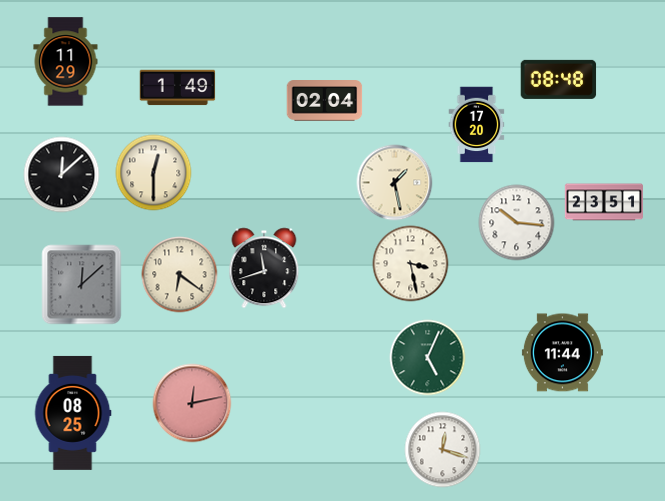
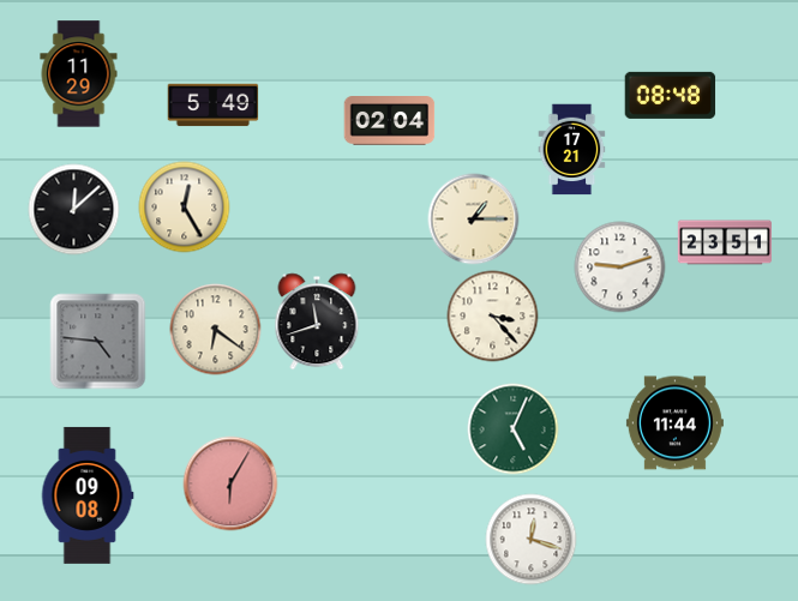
clock at (178, 88): 1:49 -> 5:49
clock at (477, 125): 17:20 -> 17:21
clock at (154, 173): 12:30 -> 12:25
clock at (395, 183): 1:28 -> 1:15
clock at (517, 223): 10:16 -> 9:12
clock at (411, 264): 3:28 -> 3:23
clock at (82, 285): 12:08 -> 4:46
clock at (192, 403): 12:13 -> 6:05
clock at (73, 413): 08:25 -> 09:08
